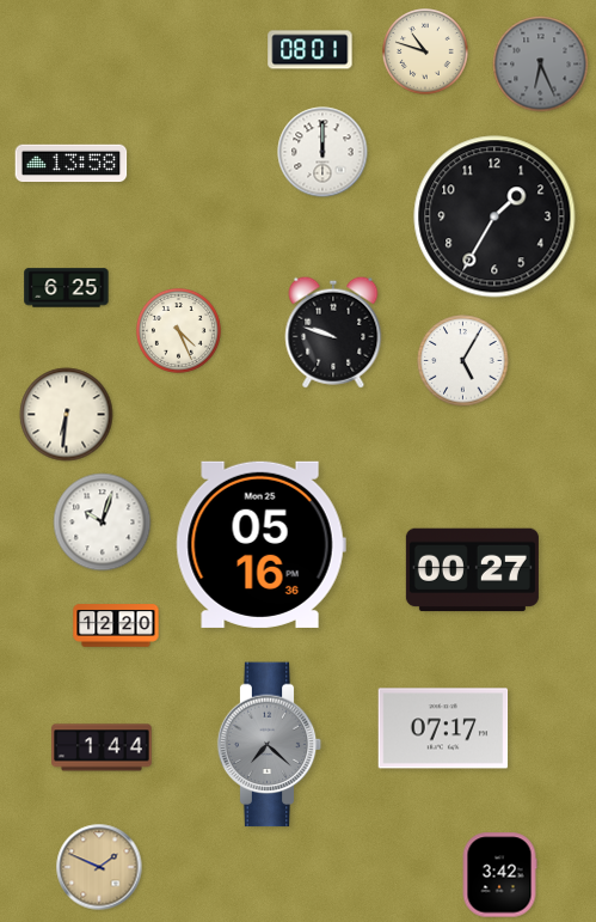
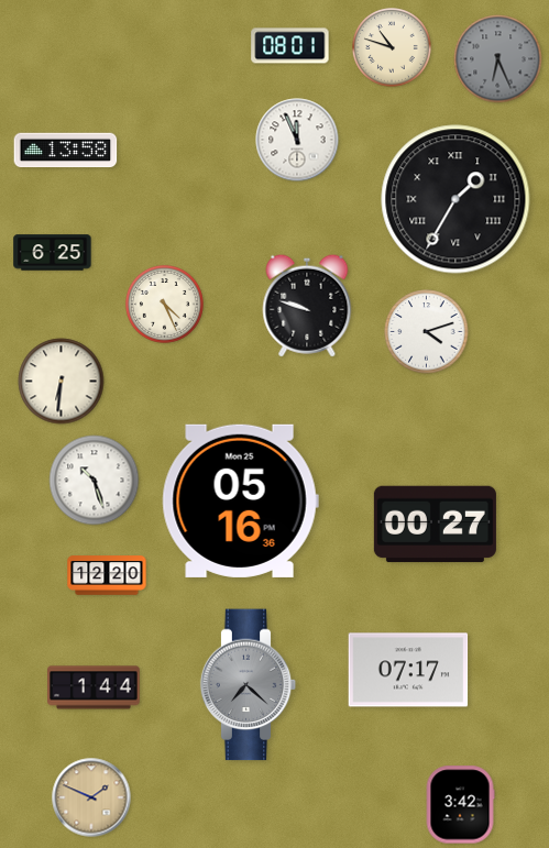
clock at (311, 50) position: (311, 50) -> (290, 46)
clock at (322, 152): 12:00 -> 11:56
clock at (494, 216) numerals: Arabic -> Roman
clock at (67, 288) position: (67, 288) -> (53, 253)
clock at (463, 361): 5:05 -> 4:12
clock at (103, 523): 10:03 -> 10:27
